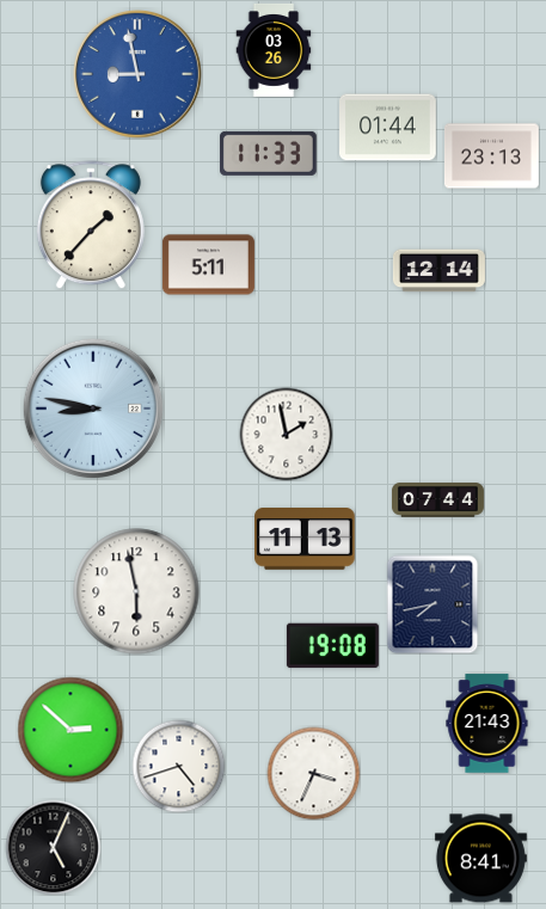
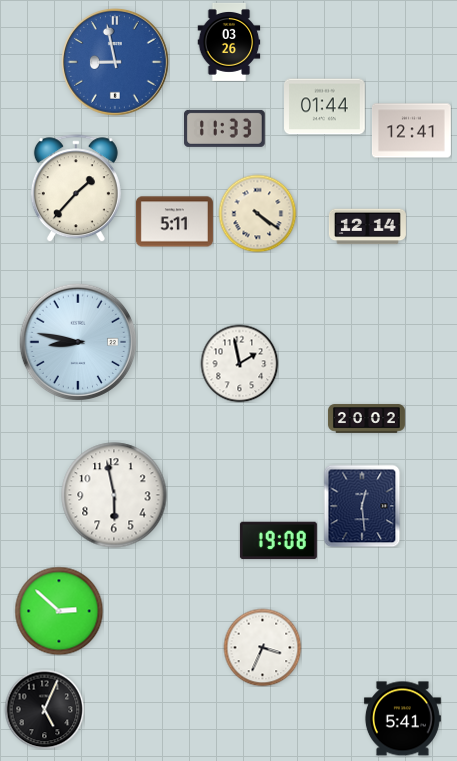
clock at (491, 156): 23:13 -> 12:41
clock at (257, 213): none -> 4:21
clock at (437, 500): 07:44 -> 20:02
clock at (305, 540): 11:13 -> none
clock at (432, 604): 7:43 -> 12:29
clock at (487, 724): 21:43 -> none
clock at (178, 766): 4:42 -> none
clock at (480, 859): 8:41 -> 5:41
